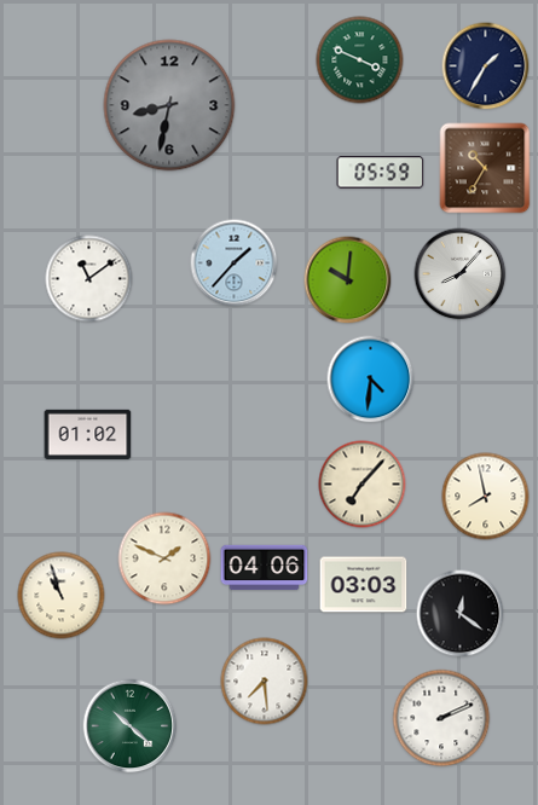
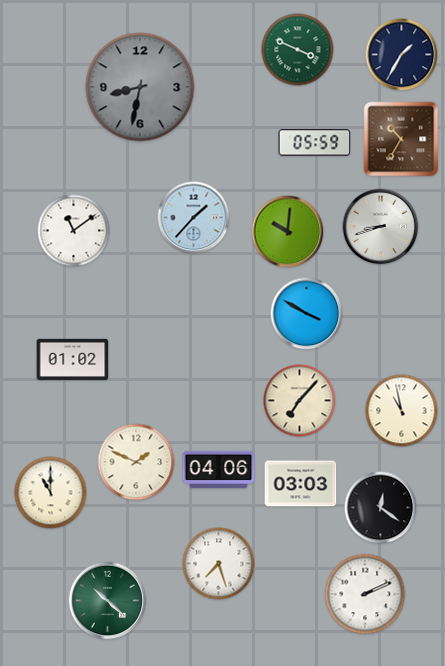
clock at (461, 274): 8:07 -> 8:42
clock at (371, 380): 4:31 -> 3:50
clock at (486, 497): 7:58 -> 10:58
clock at (62, 596): 10:57 -> 11:00
clock at (265, 682): 7:29 -> 7:27
